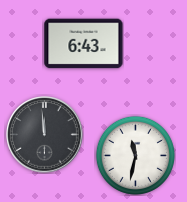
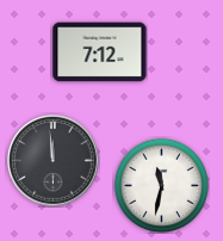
clock at (84, 44): 6:43 -> 7:12
